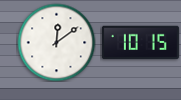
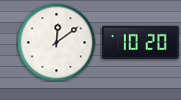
clock at (140, 43): 10:15 -> 10:20
